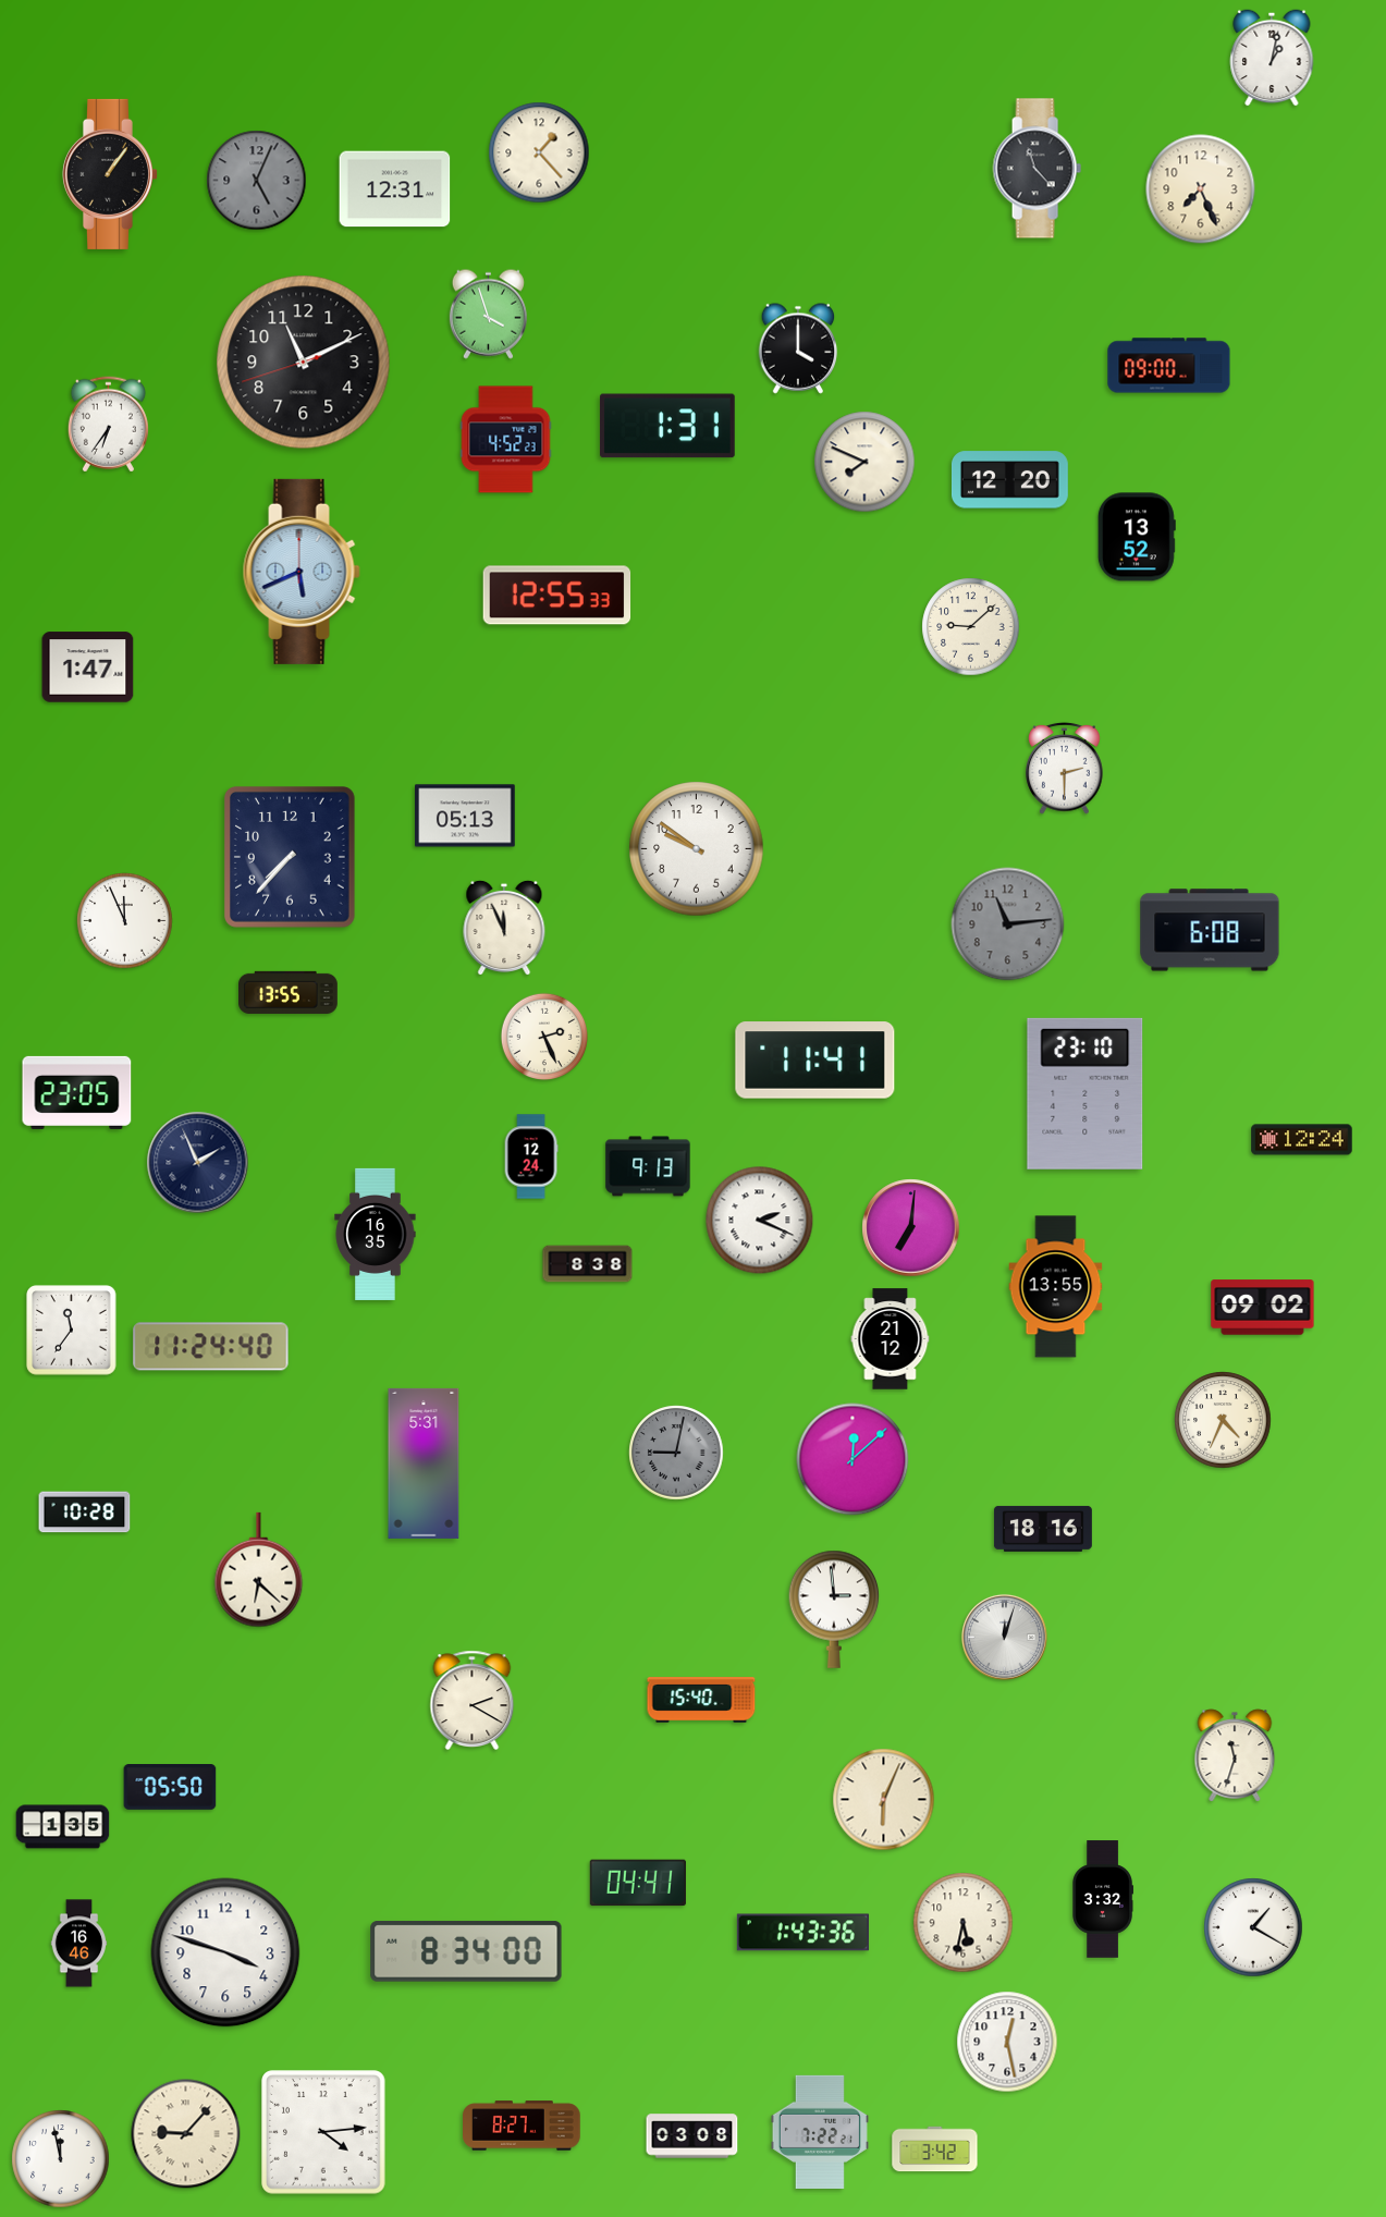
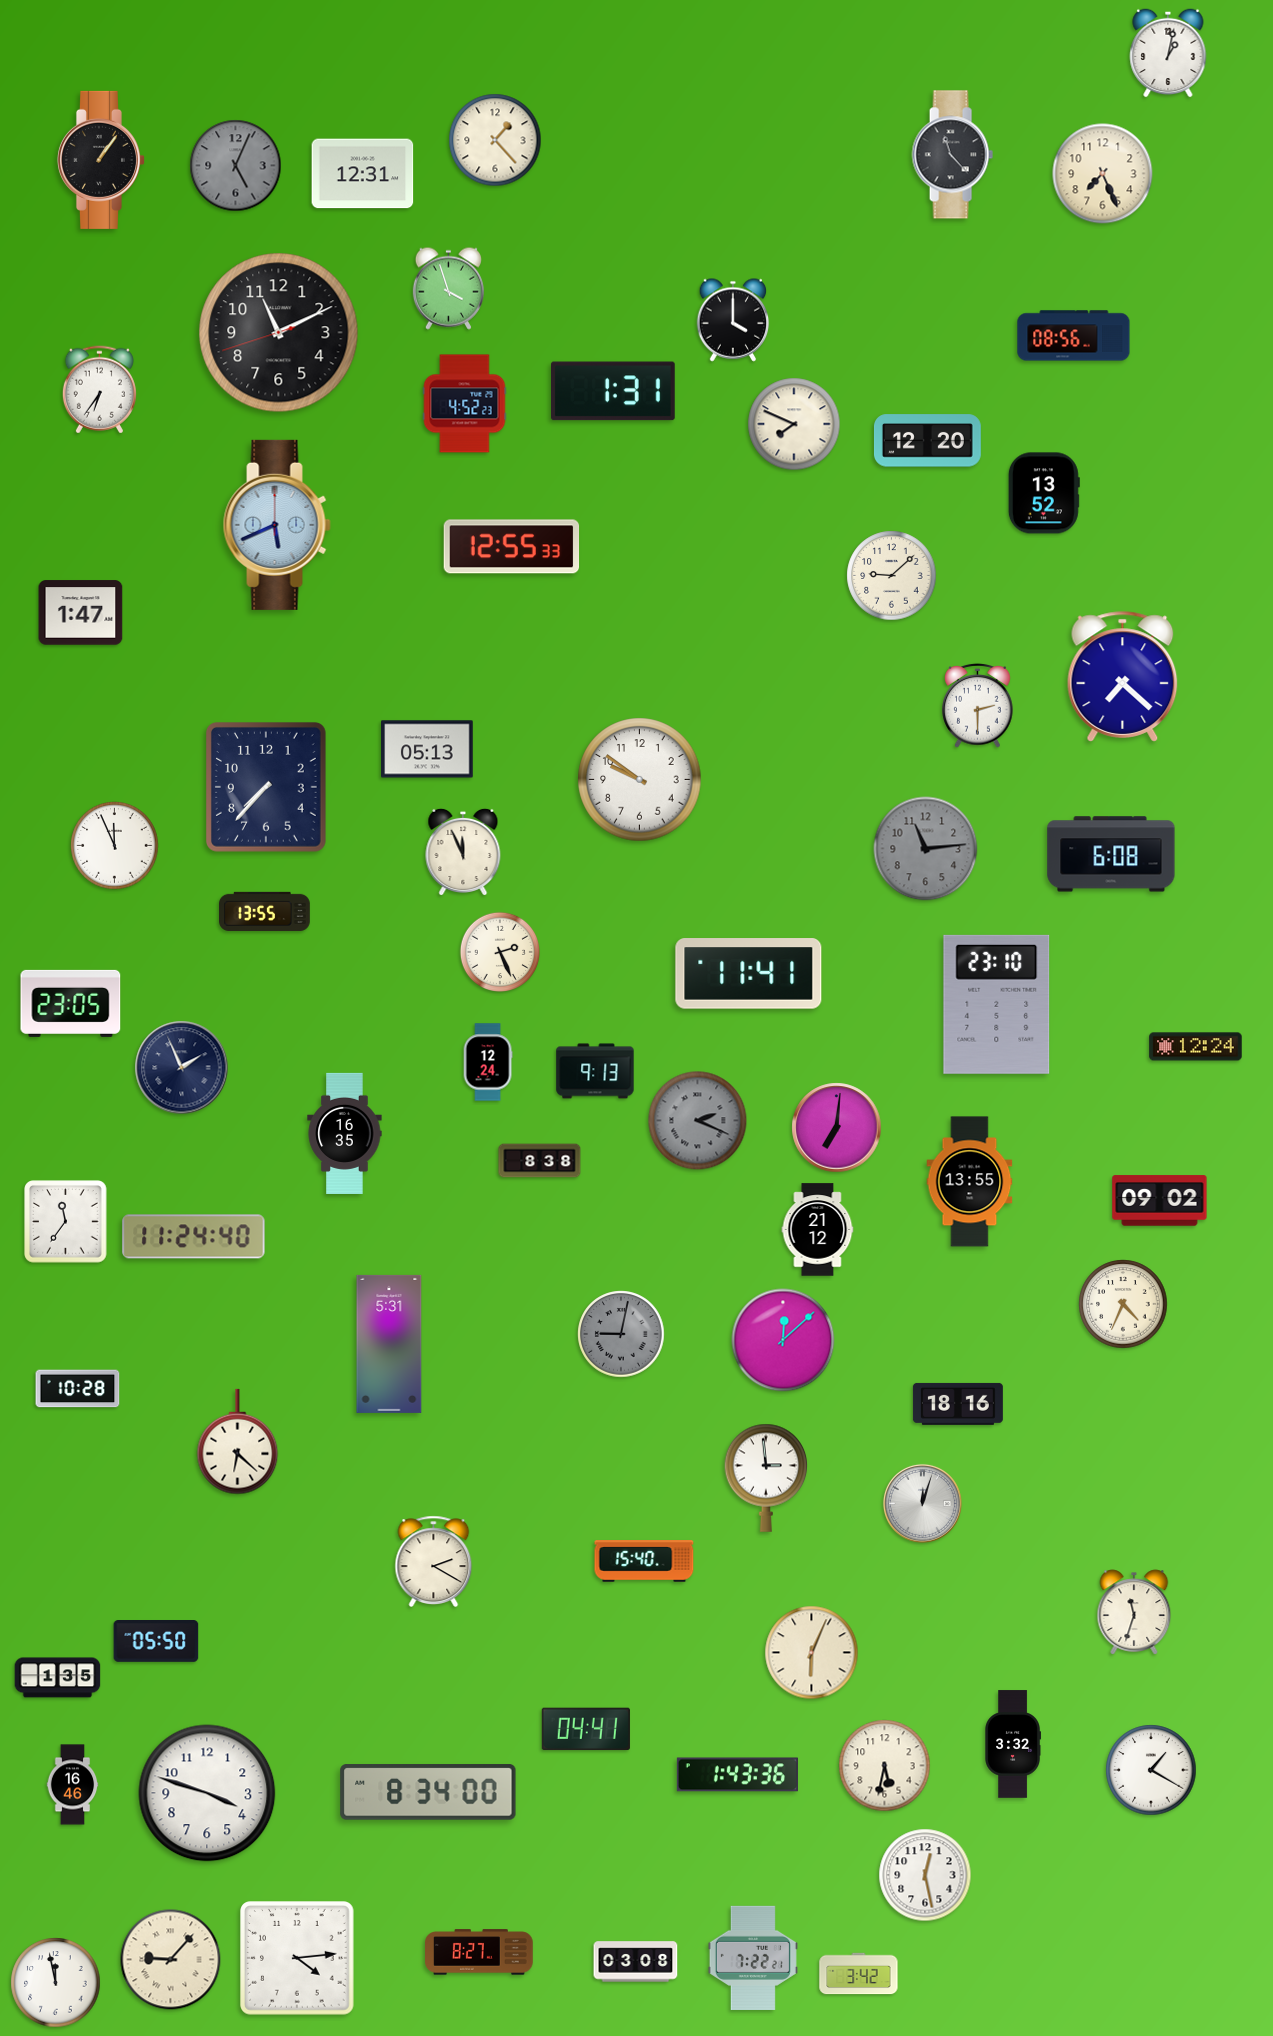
clock at (1169, 366): 09:00 -> 08:56
clock at (1123, 677): none -> 7:22
clock at (760, 1221) dial: white -> grey
